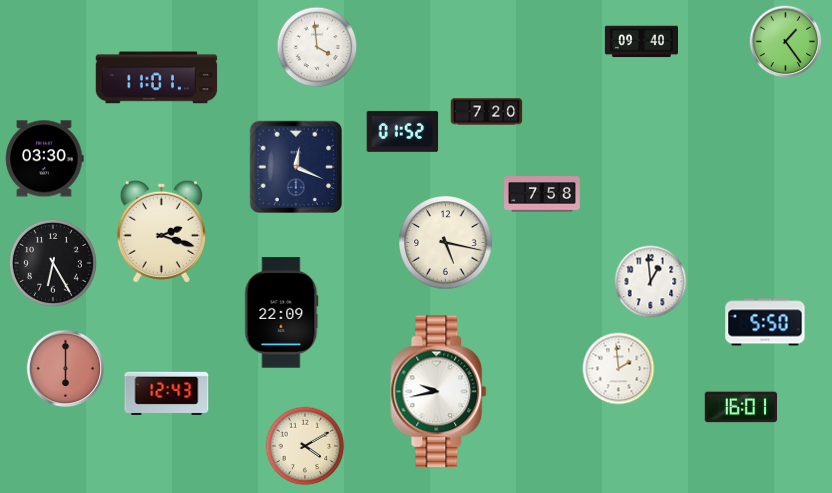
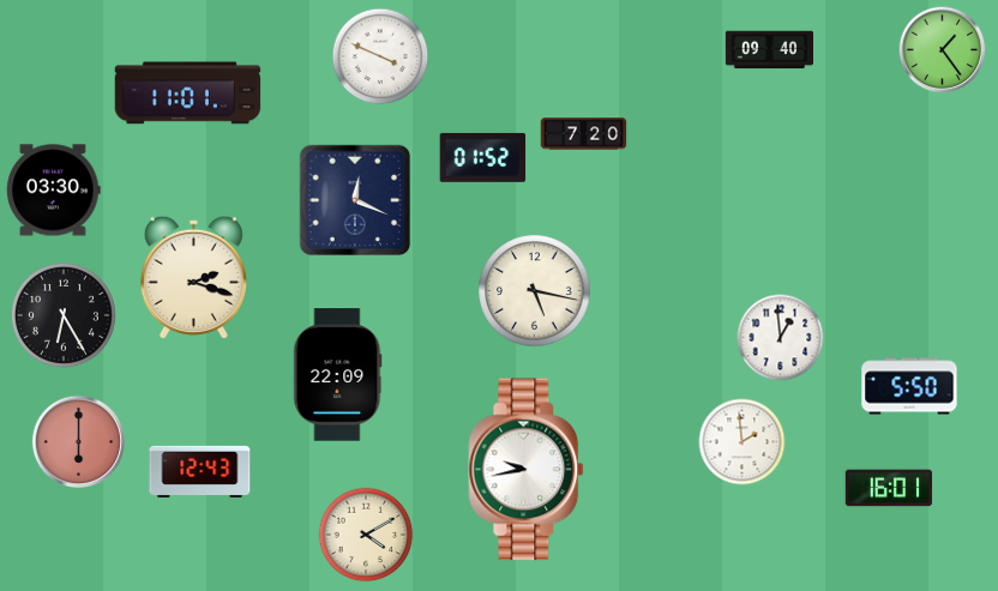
clock at (317, 47): 3:59 -> 3:49
clock at (542, 194): 7:58 -> none
clock at (765, 322) position: (765, 322) -> (909, 386)
